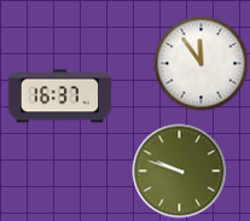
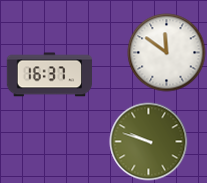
clock at (200, 63): 11:54 -> 11:51
clock at (59, 97) position: (59, 97) -> (49, 75)
